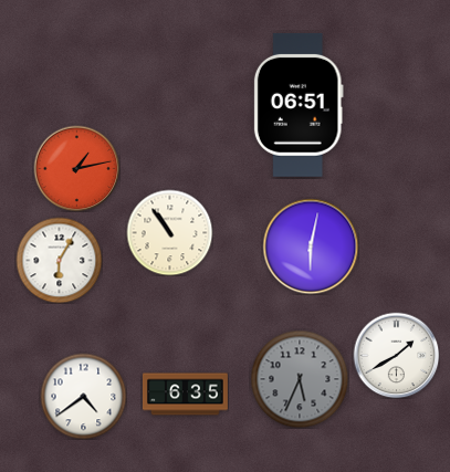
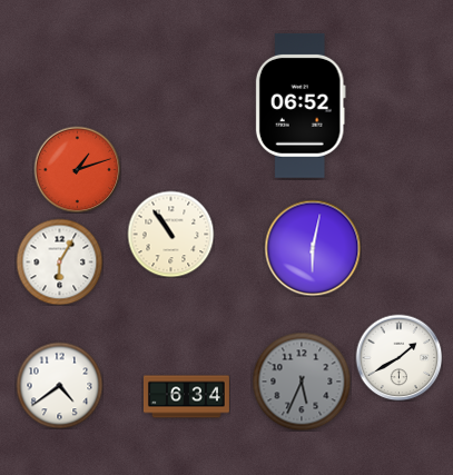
clock at (299, 105): 06:51 -> 06:52
clock at (76, 168): 1:13 -> 1:12
clock at (185, 395): 6:35 -> 6:34
clock at (83, 396) position: (83, 396) -> (59, 385)
